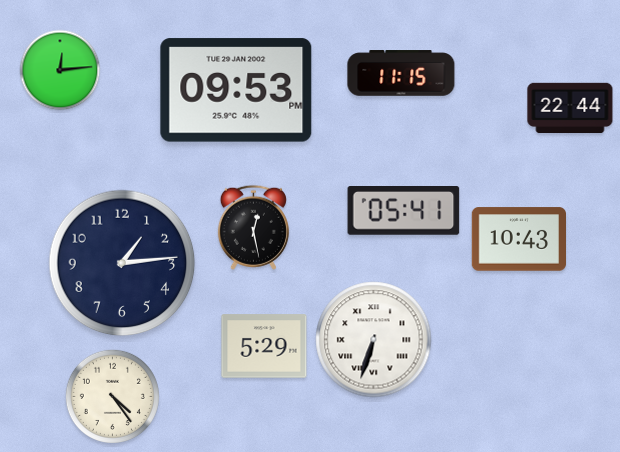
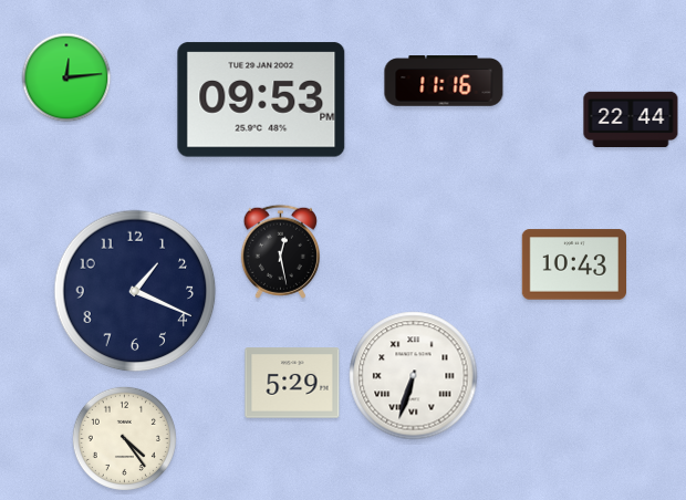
clock at (401, 73): 11:15 -> 11:16
clock at (404, 211): 05:41 -> none
clock at (122, 263): 1:14 -> 1:19
